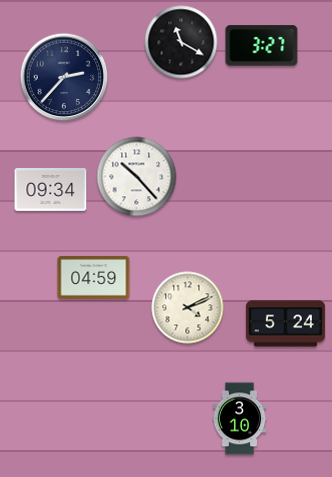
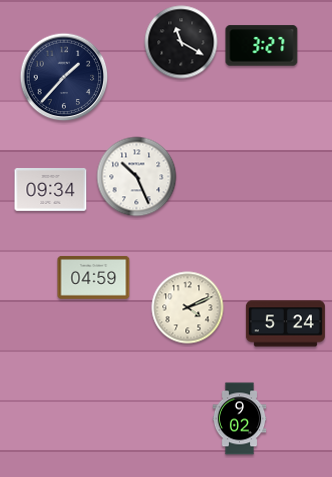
clock at (64, 77): 2:37 -> 1:37
clock at (137, 177): 10:23 -> 10:26
clock at (240, 419): 3:10 -> 9:02
